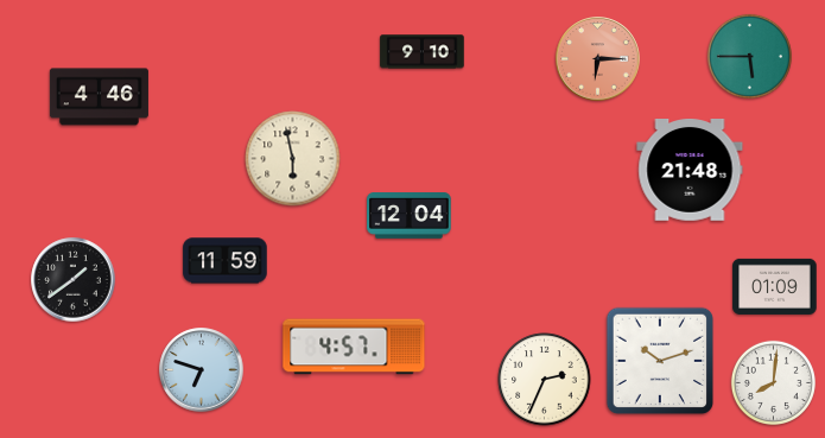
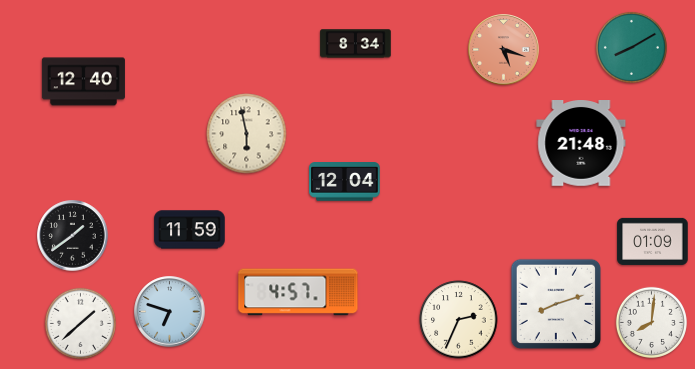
clock at (423, 52): 9:10 -> 8:34
clock at (749, 56): 5:45 -> 8:10
clock at (598, 59): 6:15 -> 5:18
clock at (99, 97): 4:46 -> 12:40
clock at (226, 261) position: (226, 261) -> (190, 230)
clock at (74, 280) position: (74, 280) -> (73, 236)
clock at (660, 361): 10:12 -> 8:12
clock at (80, 323): none -> 1:38
